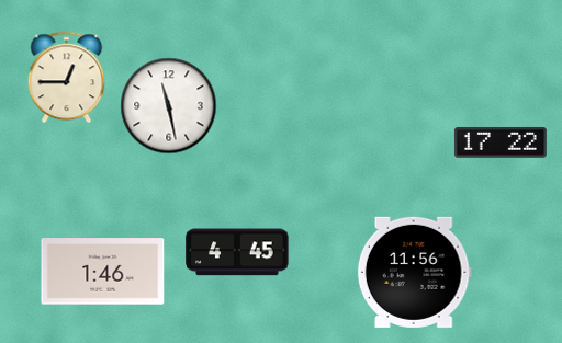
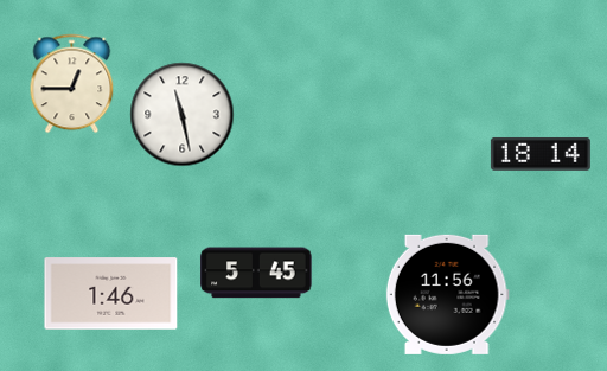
clock at (501, 142): 17:22 -> 18:14
clock at (237, 252): 4:45 -> 5:45
